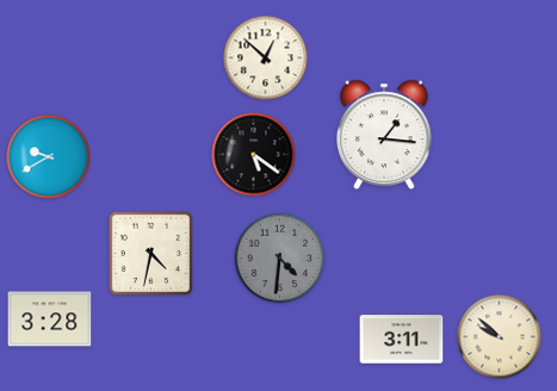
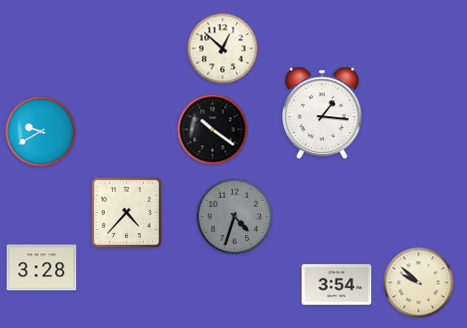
clock at (254, 155): 5:21 -> 10:21
clock at (151, 254): 4:32 -> 4:37
clock at (280, 259): 4:31 -> 4:33
clock at (402, 340): 3:11 -> 3:54
